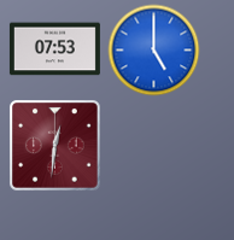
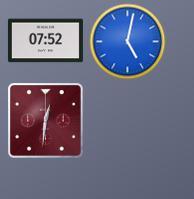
clock at (54, 49): 07:53 -> 07:52
clock at (154, 51): 5:00 -> 5:02
